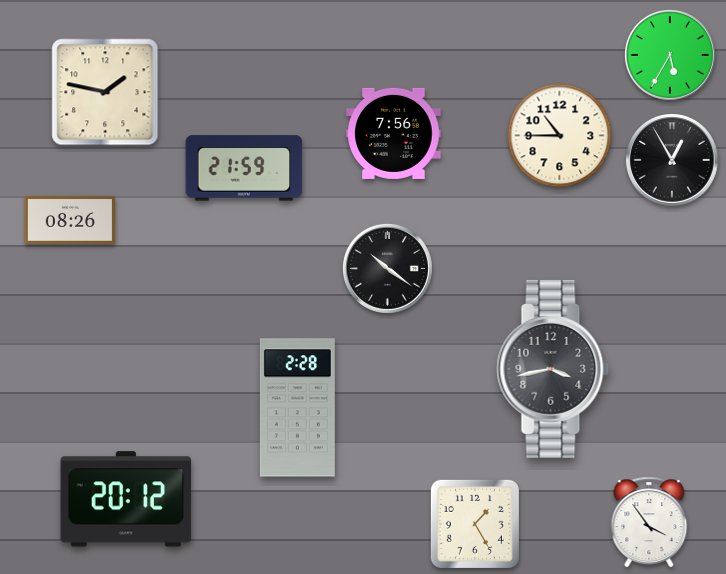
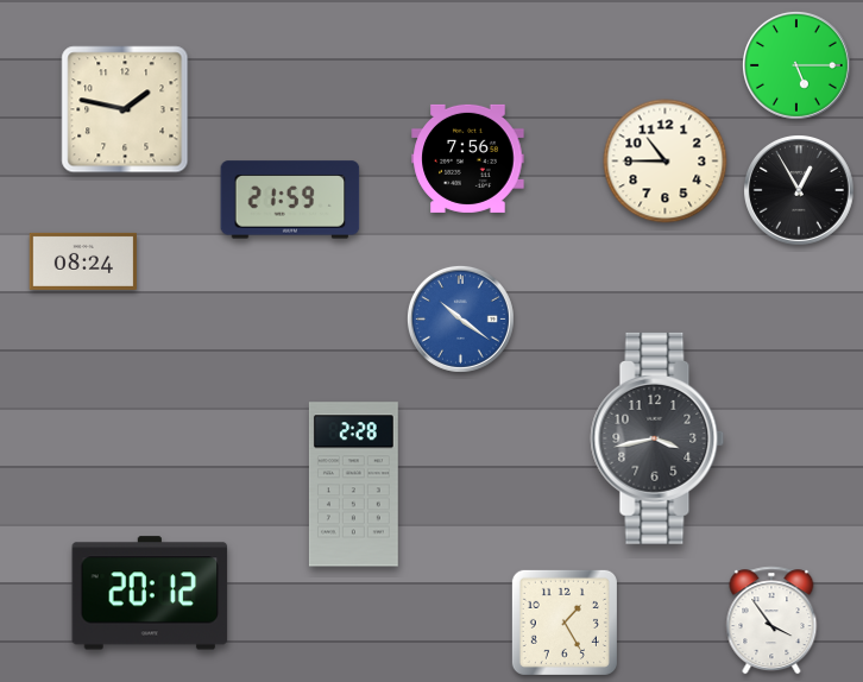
clock at (670, 55): 5:35 -> 5:15
clock at (69, 220): 08:26 -> 08:24
clock at (387, 268) dial: black -> blue
